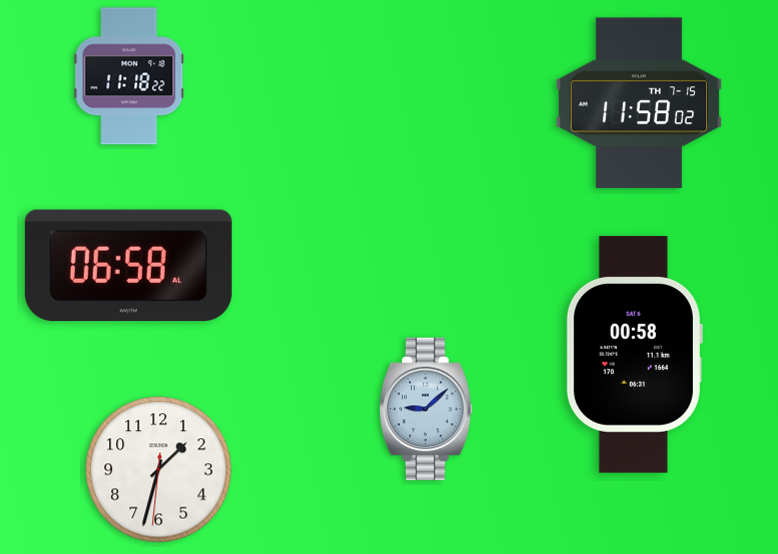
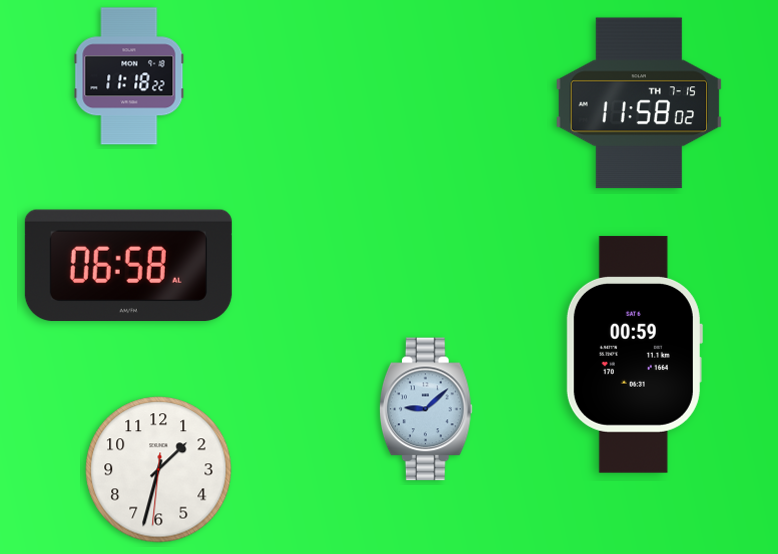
clock at (634, 354): 00:58 -> 00:59
